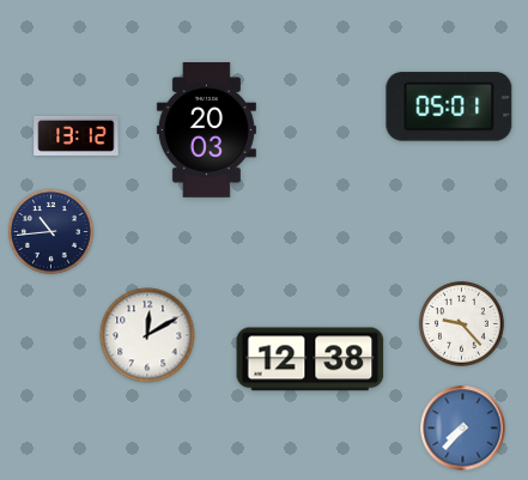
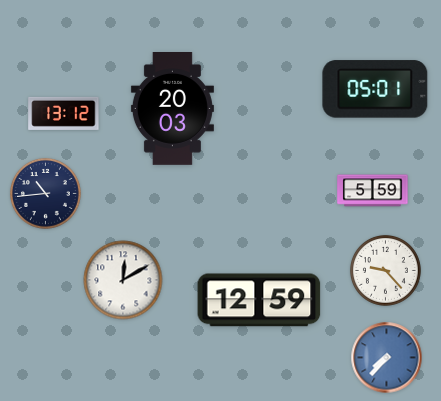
clock at (373, 191): none -> 5:59
clock at (50, 231) position: (50, 231) -> (45, 193)
clock at (310, 359): 12:38 -> 12:59
